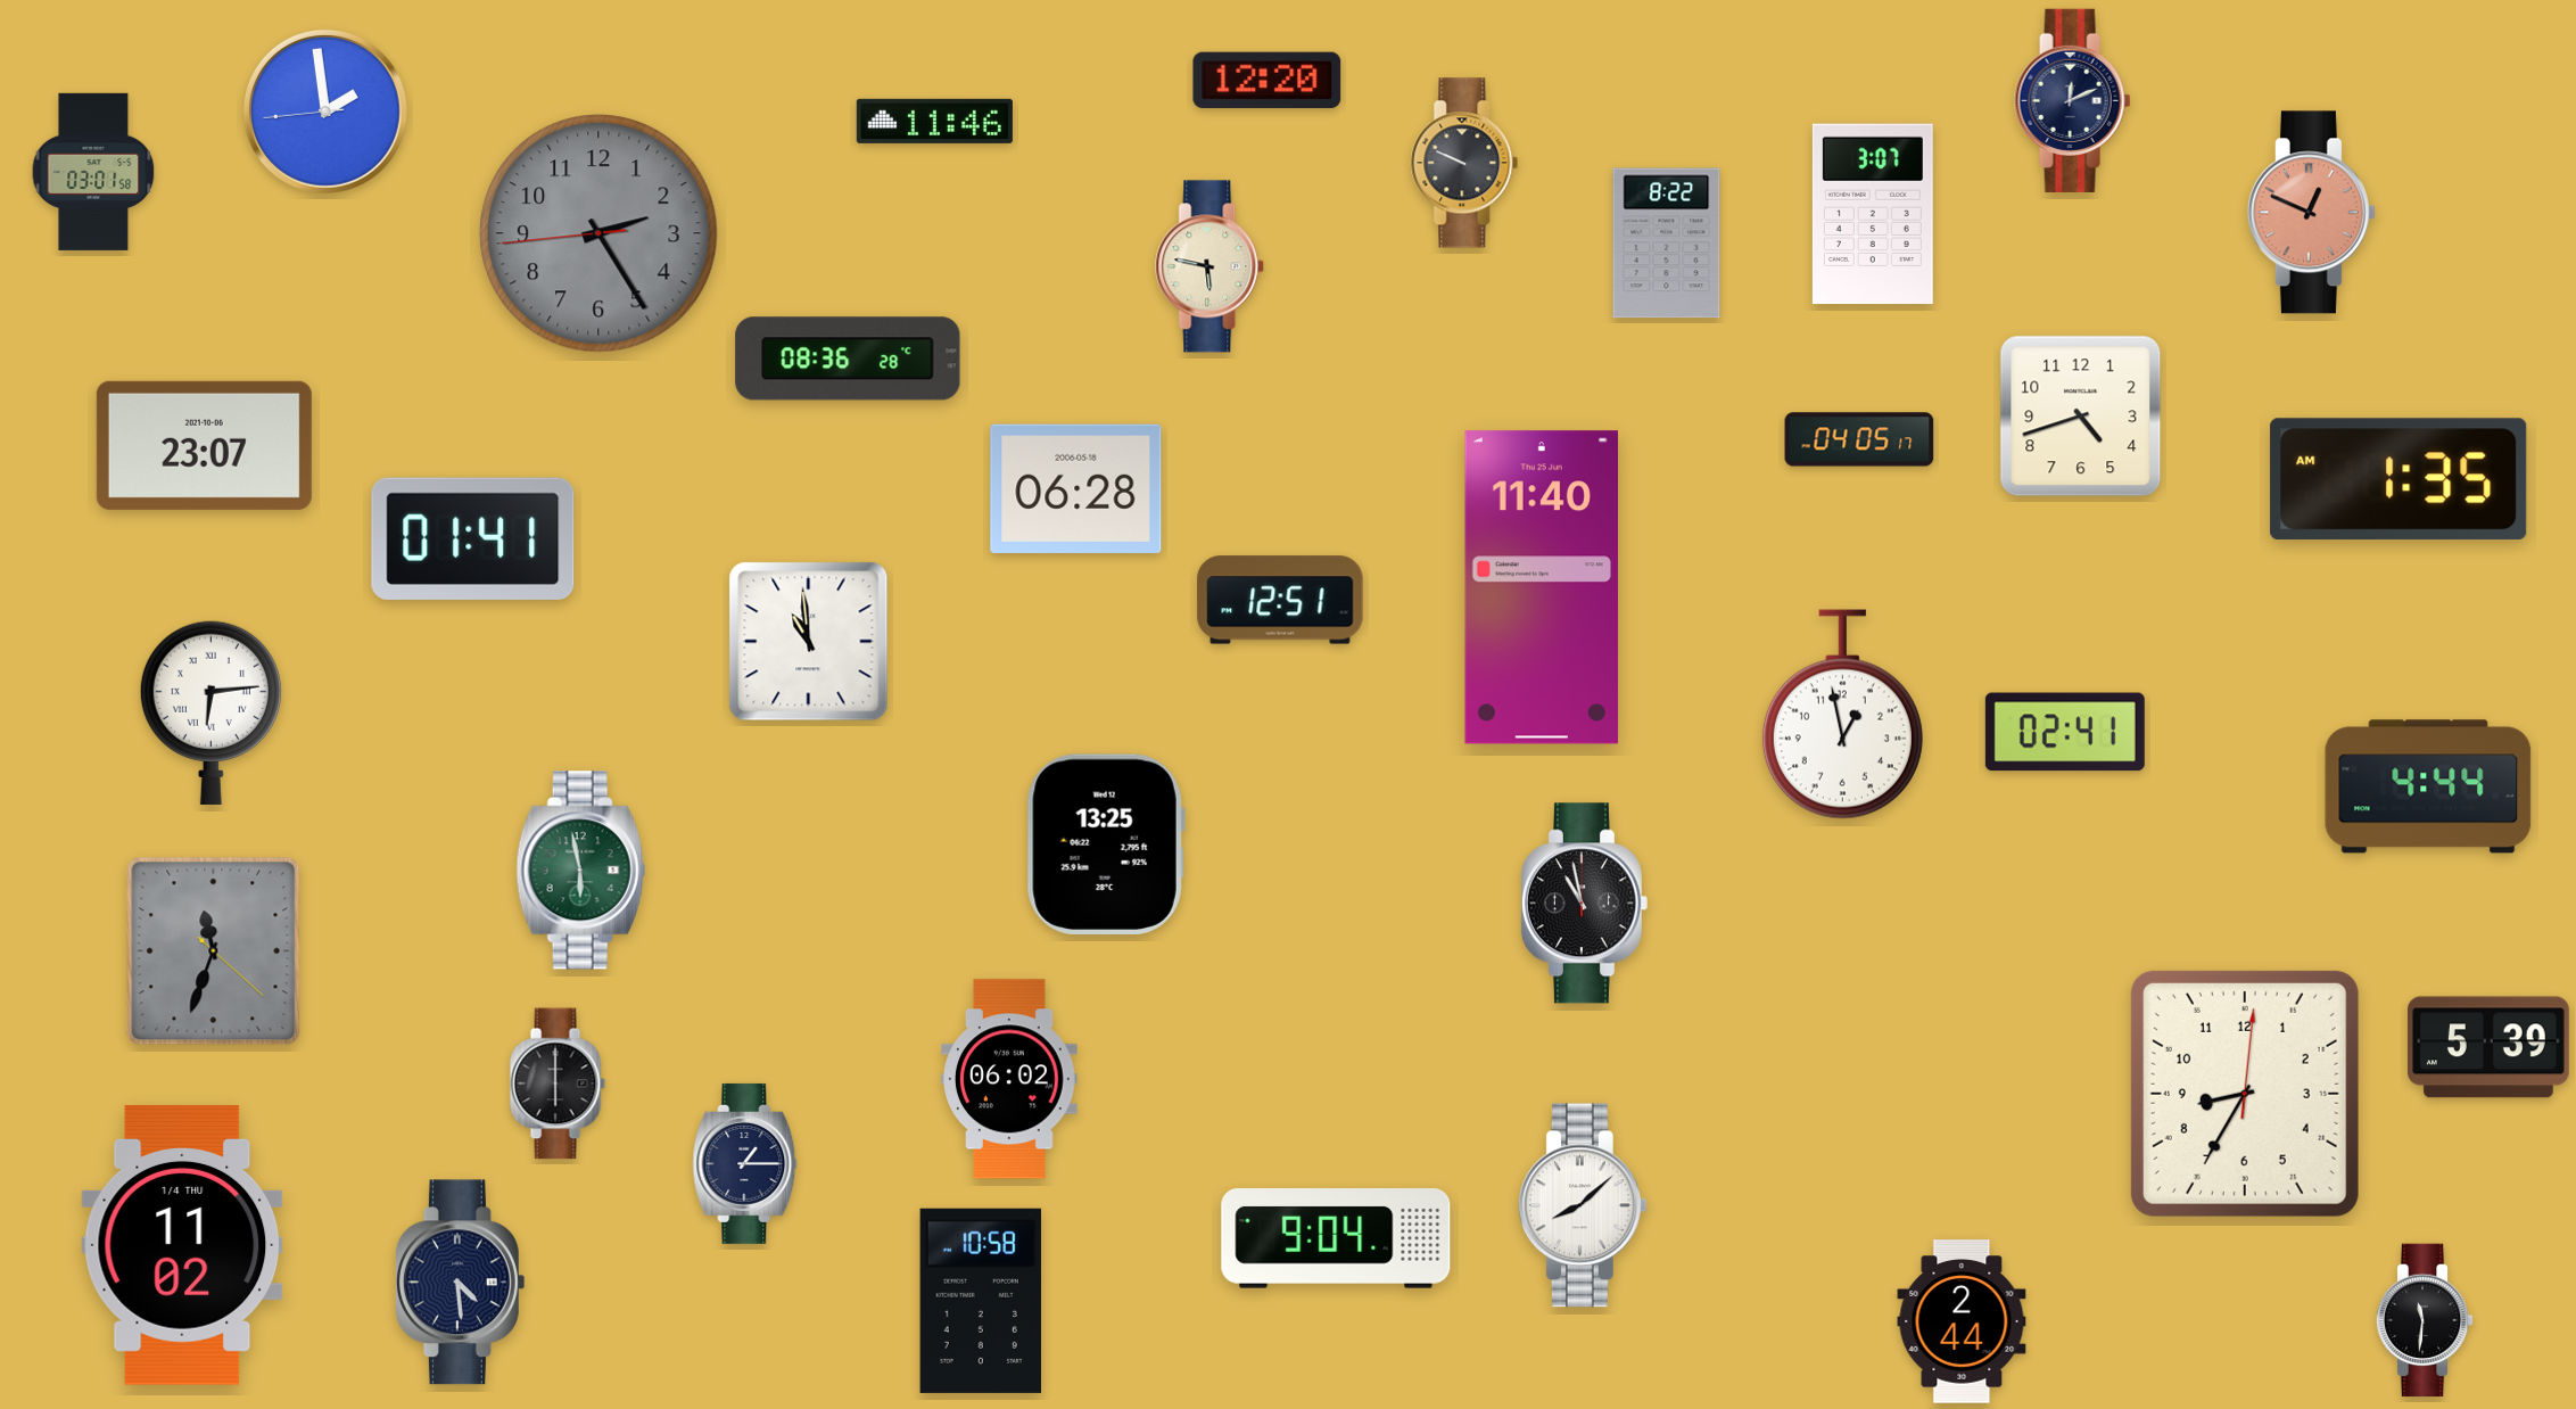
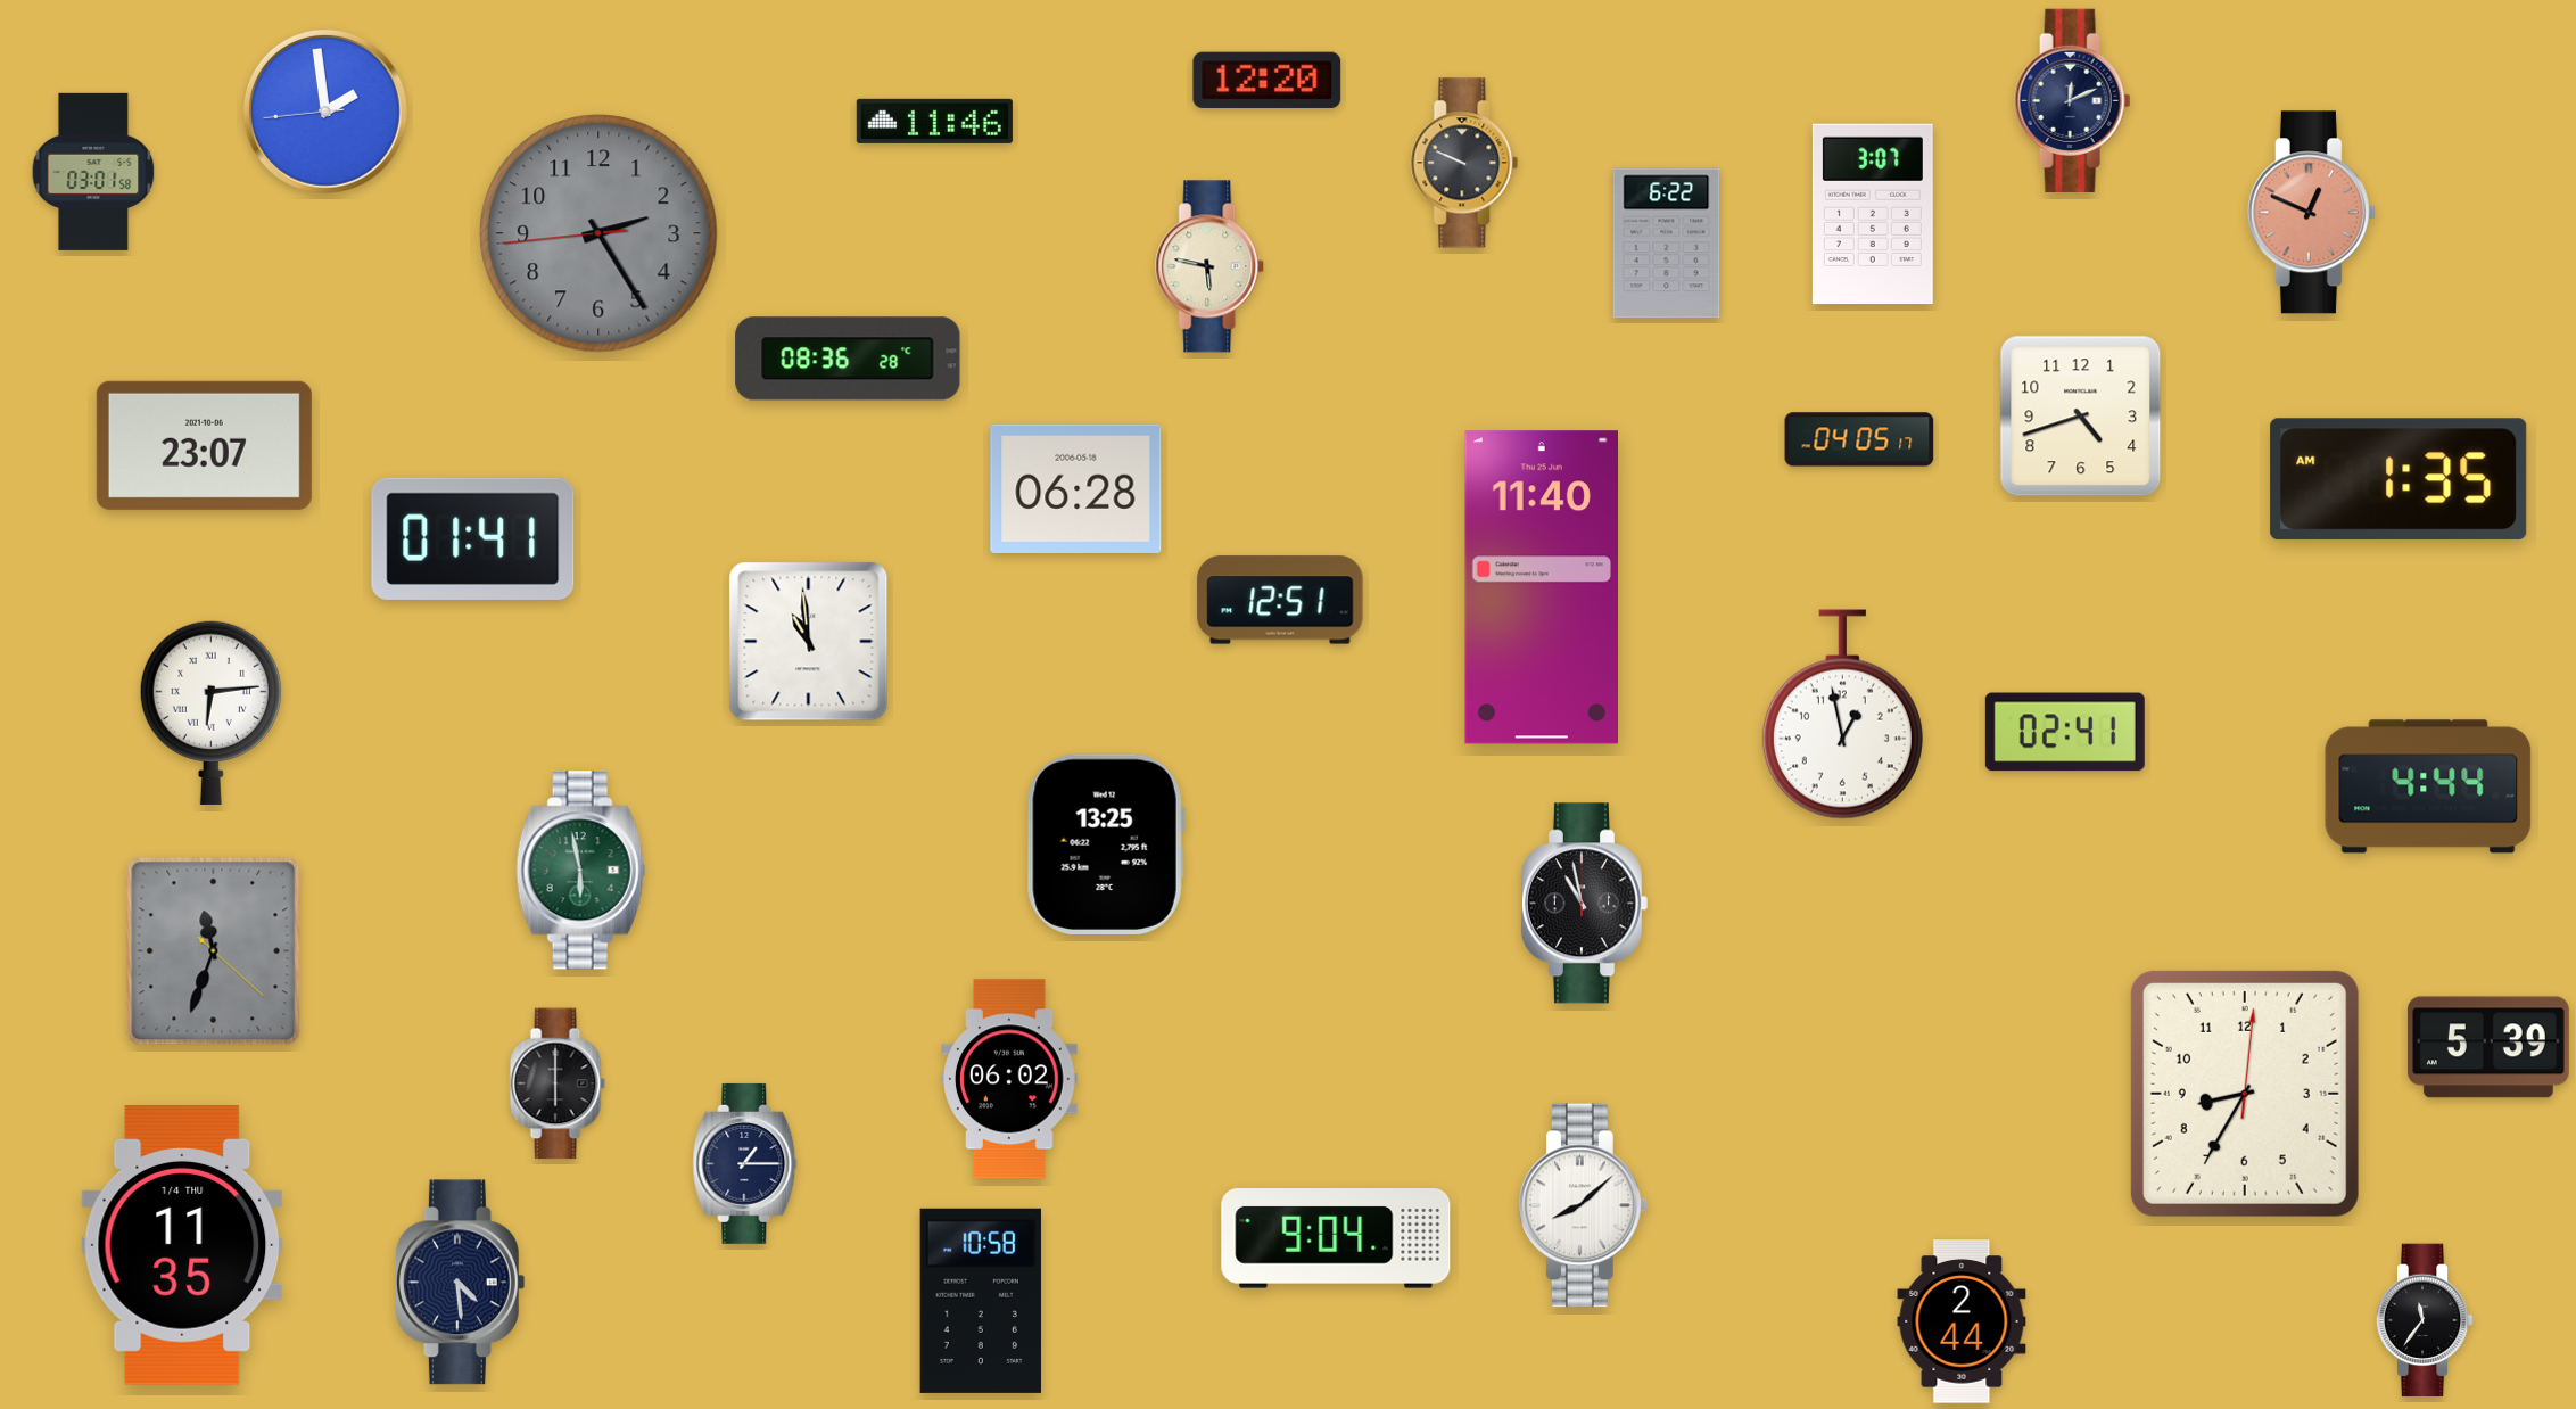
clock at (1667, 244): 8:22 -> 6:22
clock at (182, 1245): 11:02 -> 11:35
clock at (2425, 1320): 11:31 -> 11:36
